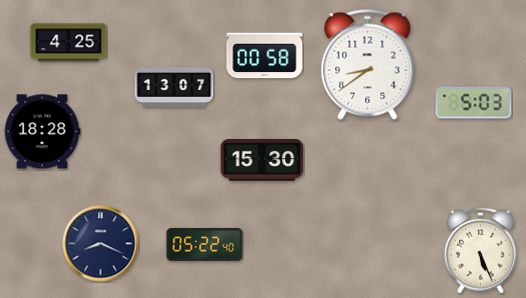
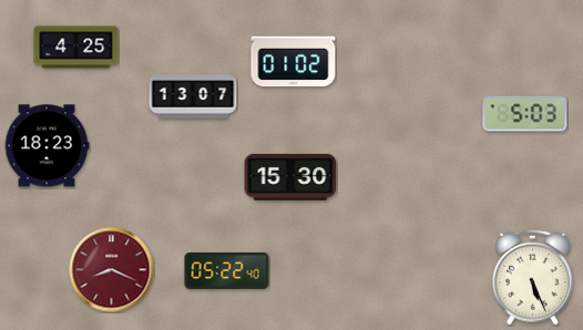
clock at (265, 56): 00:58 -> 01:02
clock at (368, 64): 8:39 -> none
clock at (42, 132): 18:28 -> 18:23
clock at (101, 244) dial: navy -> burgundy
